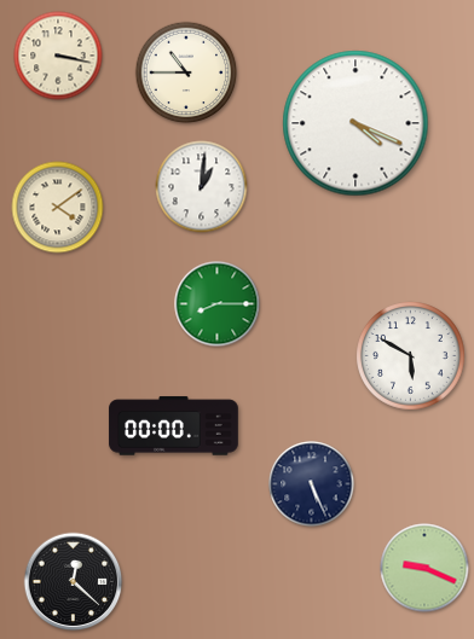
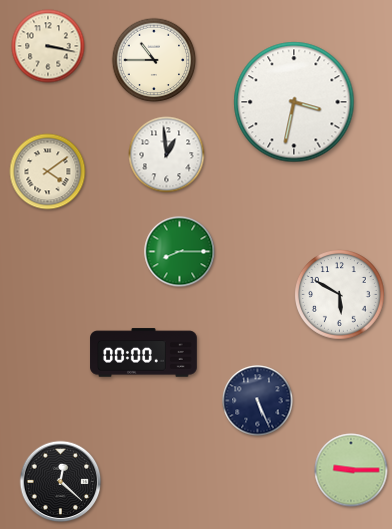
clock at (355, 123): 4:19 -> 3:32
clock at (202, 187): 1:01 -> 12:59
clock at (424, 568): 9:19 -> 9:15
